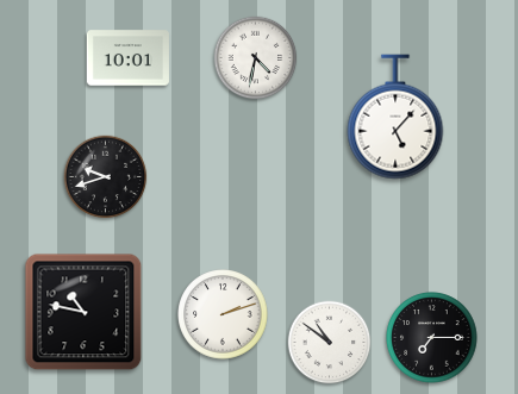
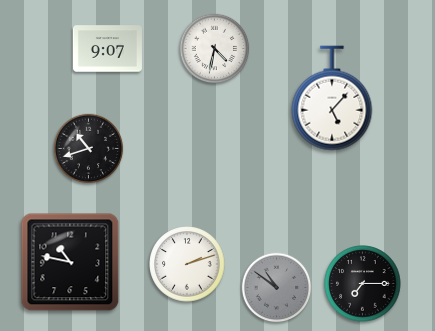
clock at (127, 58): 10:01 -> 9:07
clock at (106, 177): 9:42 -> 10:42
clock at (330, 343) dial: white -> grey
